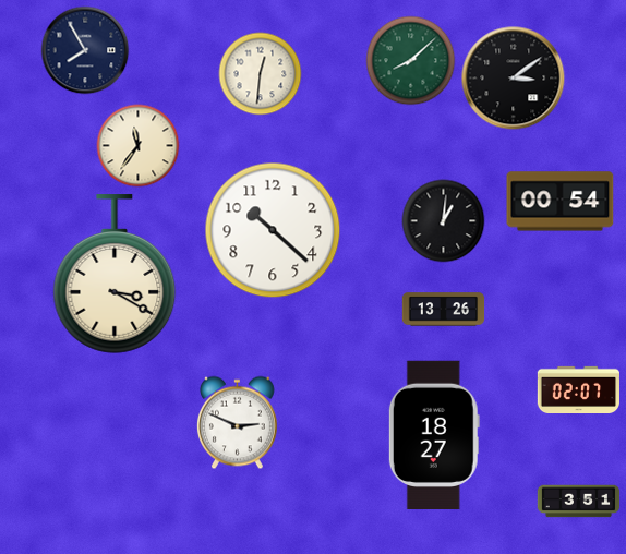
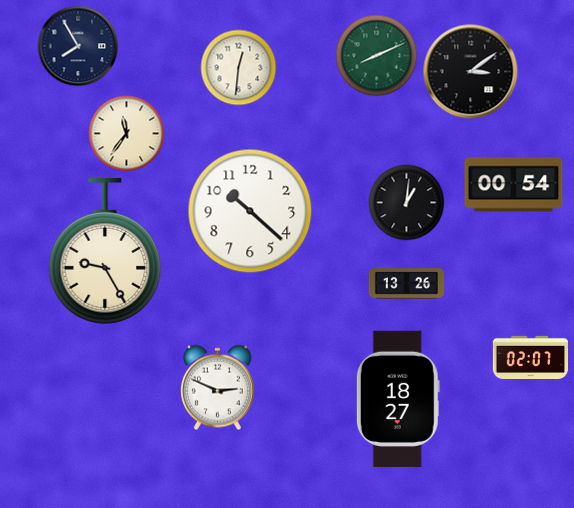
clock at (411, 61): 8:08 -> 8:11
clock at (115, 274): 3:20 -> 9:25
clock at (579, 502): 3:51 -> none
